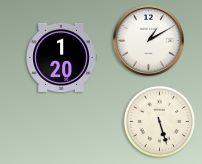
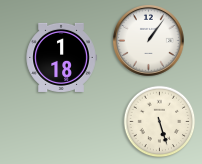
clock at (148, 40): 1:10 -> 1:06
clock at (61, 57): 1:20 -> 1:18
